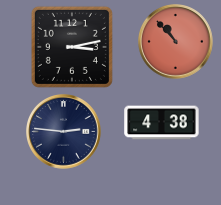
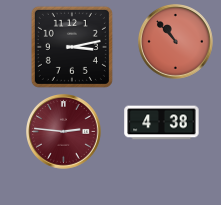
clock at (64, 132) dial: navy -> burgundy
